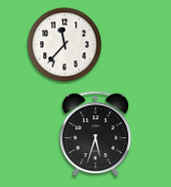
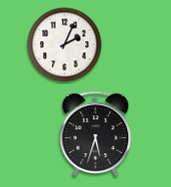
clock at (65, 45): 11:37 -> 2:04
